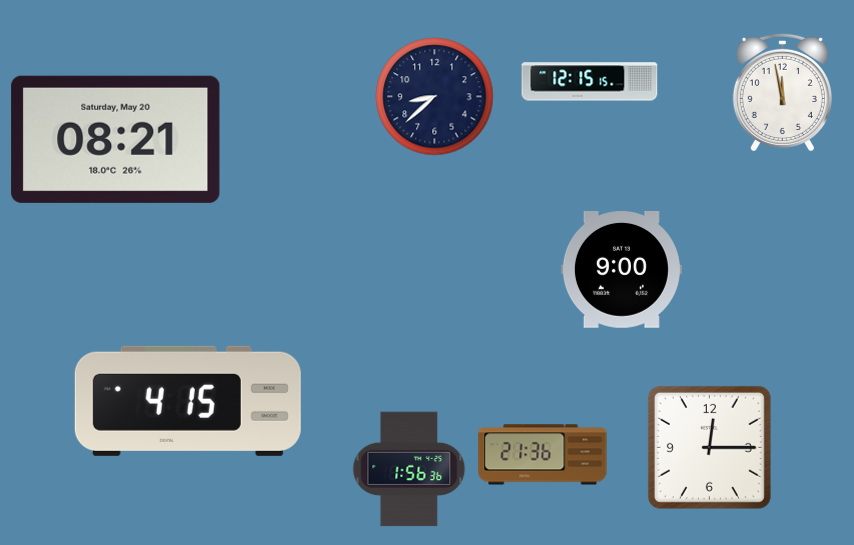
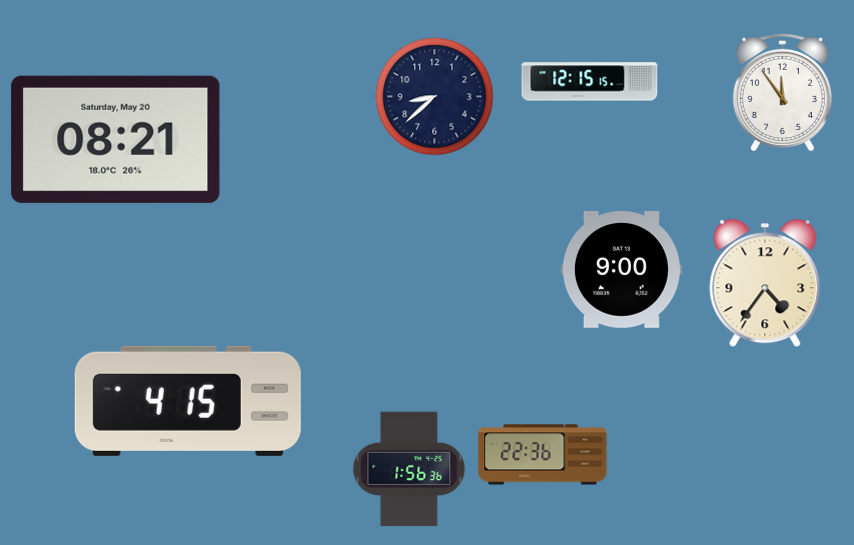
clock at (782, 92): 11:58 -> 11:54
clock at (765, 283): none -> 4:36
clock at (709, 447): 12:15 -> none
clock at (543, 455): 21:36 -> 22:36
